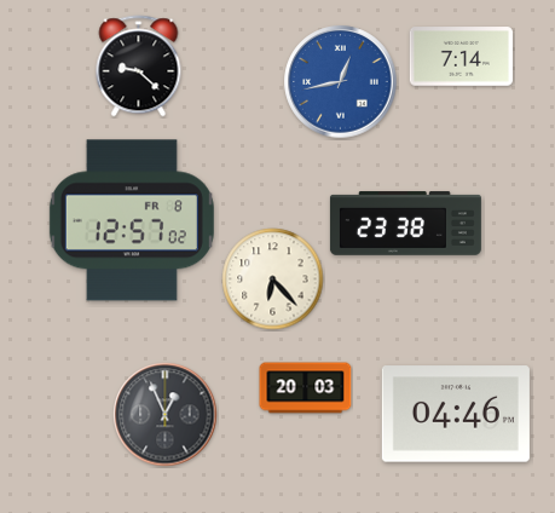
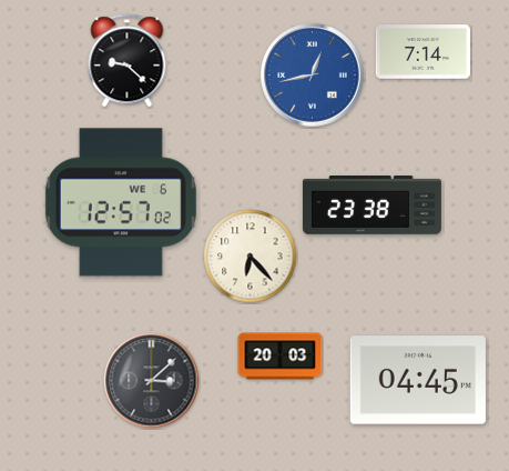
clock at (132, 220) date: FR 8 -> WE 6
clock at (456, 414): 04:46 -> 04:45
clock at (166, 415): 12:56 -> 3:08
